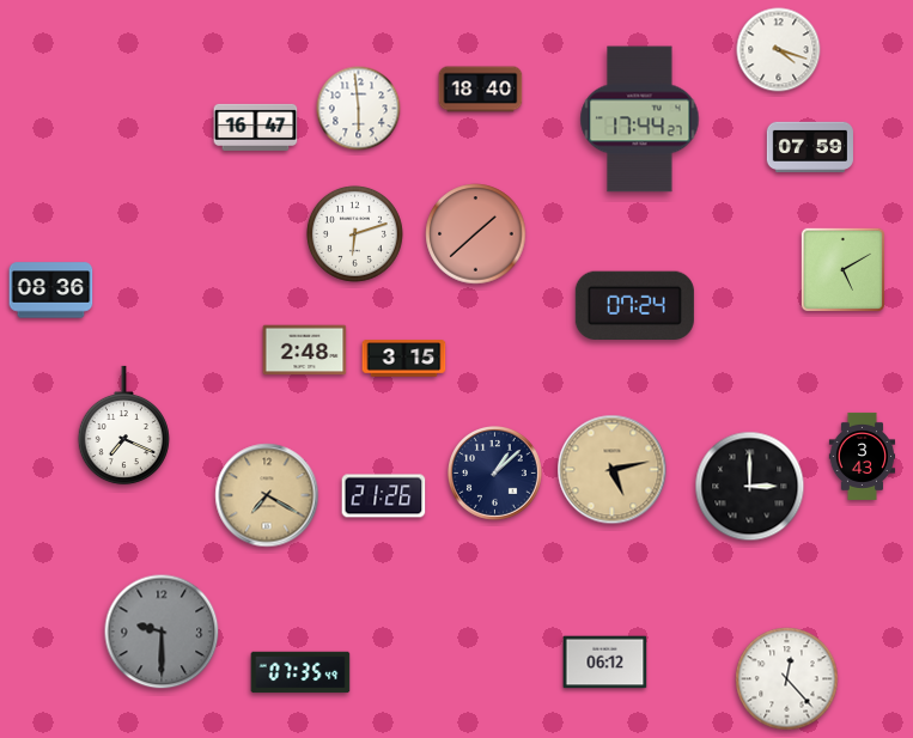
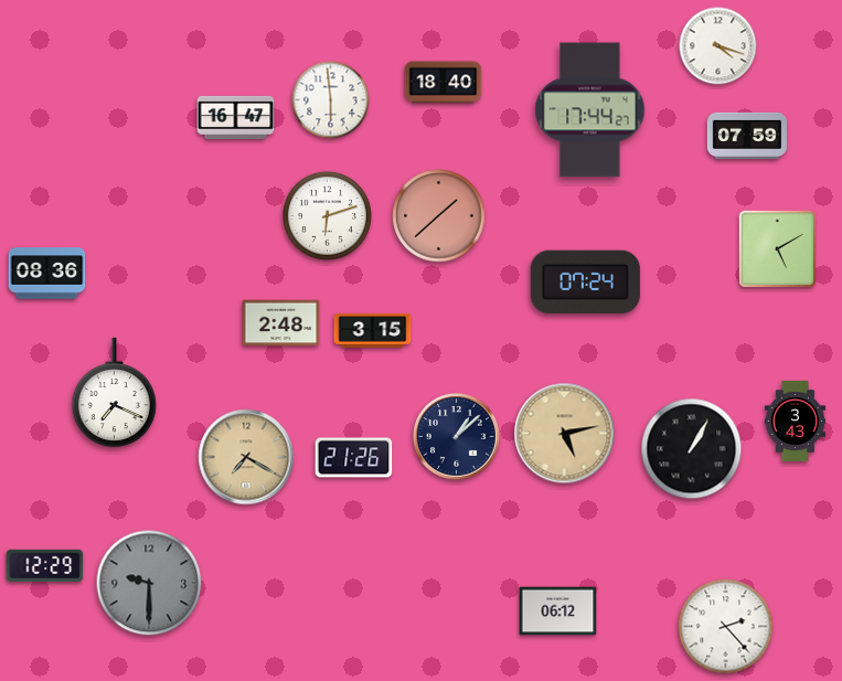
clock at (51, 291) position: (51, 291) -> (47, 274)
clock at (750, 487): 3:00 -> 1:05
clock at (45, 566): none -> 12:29
clock at (300, 672): 07:35 -> none
clock at (787, 679): 12:23 -> 2:23
